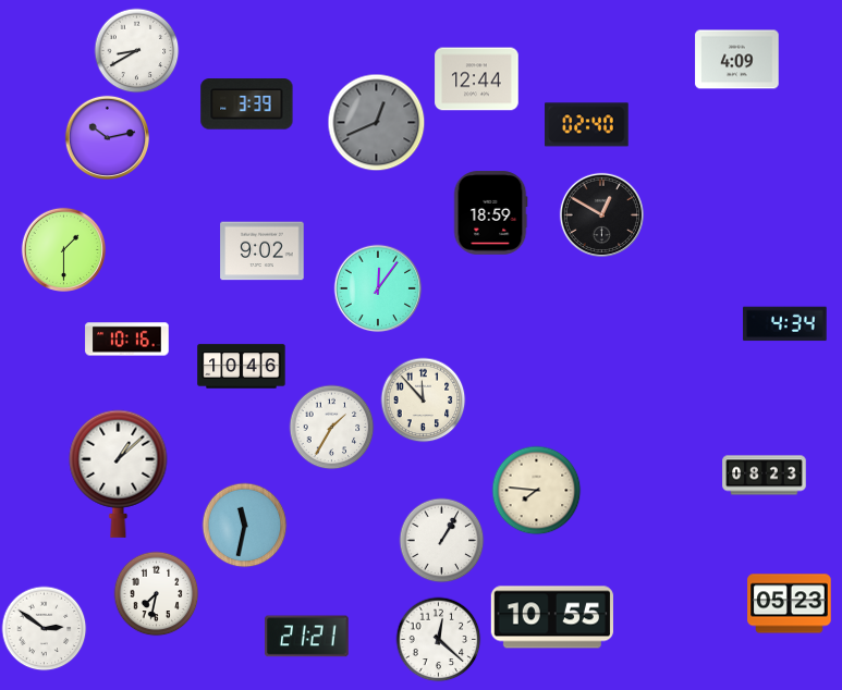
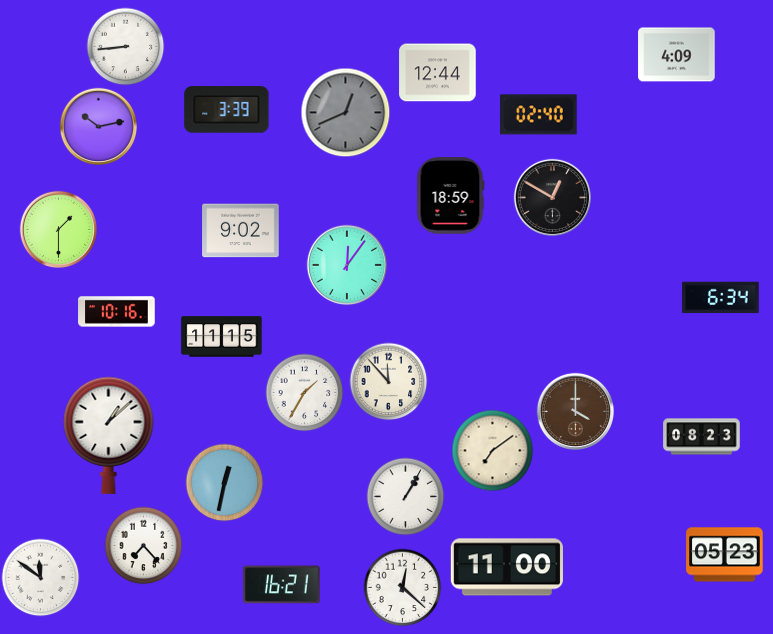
clock at (136, 50): 8:40 -> 8:44
clock at (247, 104) position: (247, 104) -> (227, 110)
clock at (785, 324): 4:34 -> 6:34
clock at (242, 367): 10:46 -> 11:15
clock at (423, 399) position: (423, 399) -> (388, 381)
clock at (575, 411): none -> 4:00
clock at (536, 490): 7:46 -> 7:09
clock at (244, 525): 11:32 -> 12:32
clock at (156, 593): 7:32 -> 7:23
clock at (552, 617): 10:55 -> 11:00
clock at (44, 628): 2:51 -> 11:51
clock at (307, 637): 21:21 -> 16:21
